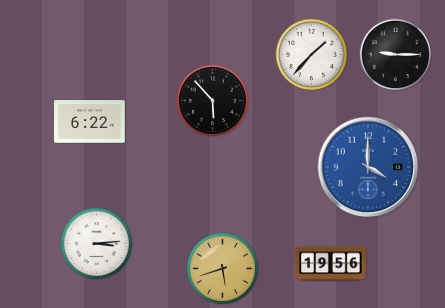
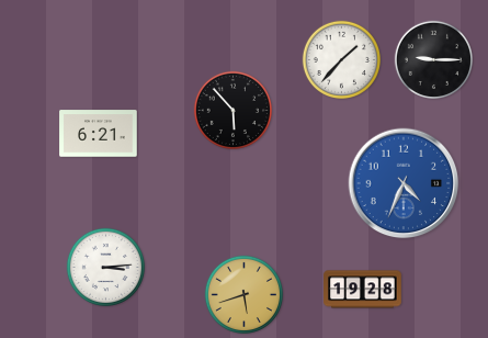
clock at (90, 122): 6:22 -> 6:21
clock at (368, 167): 4:00 -> 4:34
clock at (331, 264): 19:56 -> 19:28
